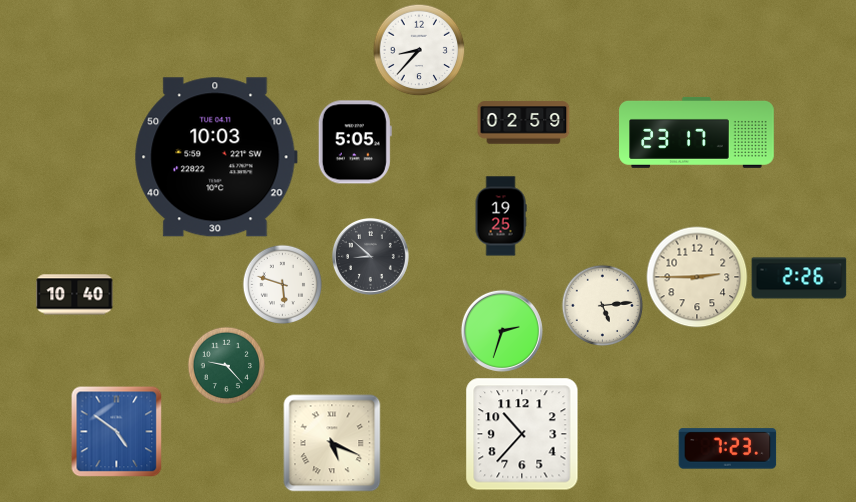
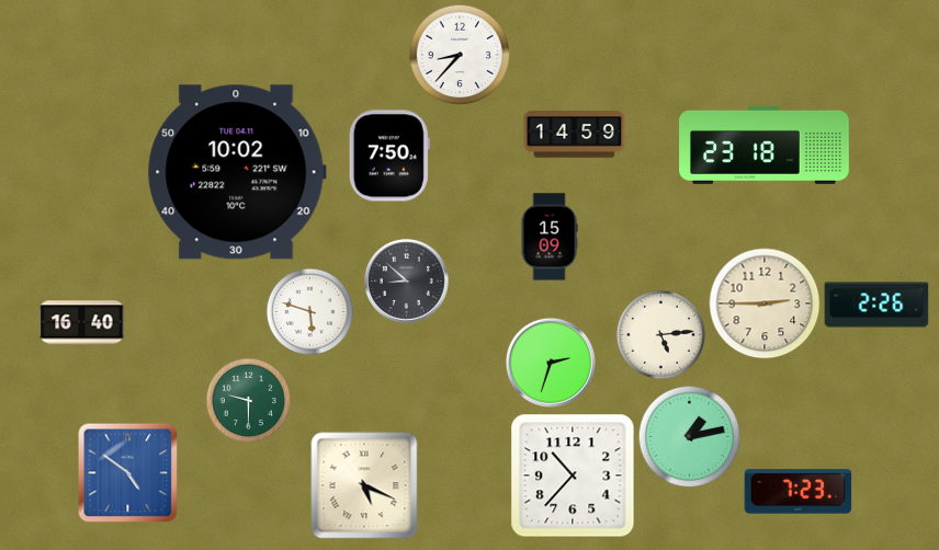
clock at (524, 123): 02:59 -> 14:59
clock at (697, 132): 23:17 -> 23:18
clock at (355, 142): 5:05 -> 7:50
clock at (216, 157): 10:03 -> 10:02
clock at (501, 216): 19:25 -> 15:09
clock at (75, 295): 10:40 -> 16:40
clock at (226, 365): 9:23 -> 9:30
clock at (689, 436): none -> 1:13
